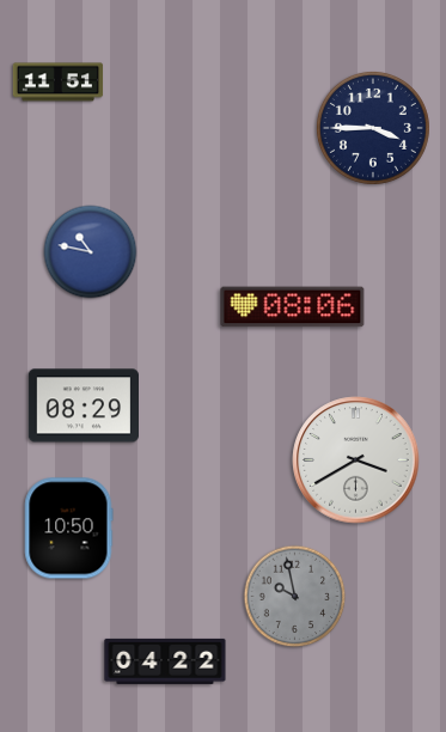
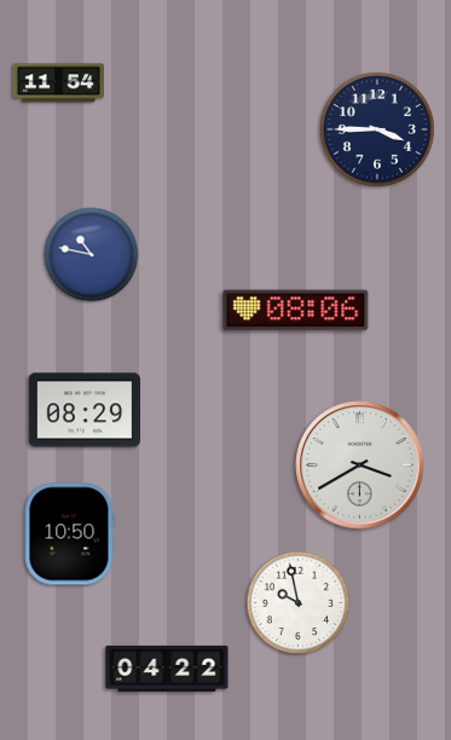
clock at (59, 83): 11:51 -> 11:54
clock at (295, 597) dial: grey -> white
